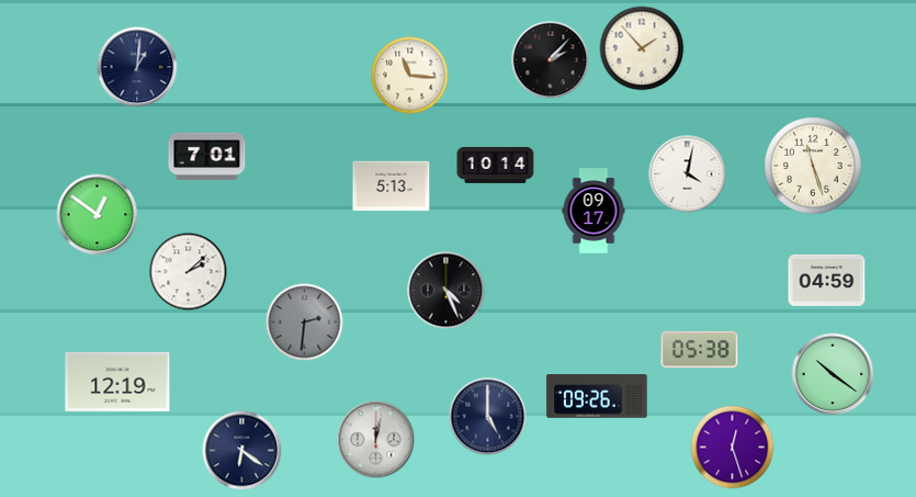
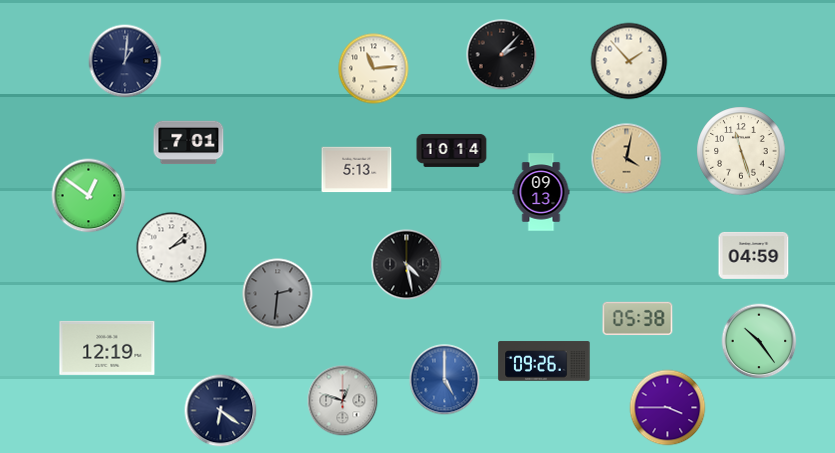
clock at (642, 48) position: (642, 48) -> (629, 61)
clock at (410, 76): 11:16 -> 11:14
clock at (688, 174) dial: white -> champagne
clock at (593, 211): 09:17 -> 09:13
clock at (446, 291): 4:26 -> 4:28
clock at (833, 374): 10:21 -> 10:24
clock at (488, 417) dial: navy -> blue
clock at (376, 440): 12:02 -> 12:48
clock at (733, 448): 12:27 -> 3:45
